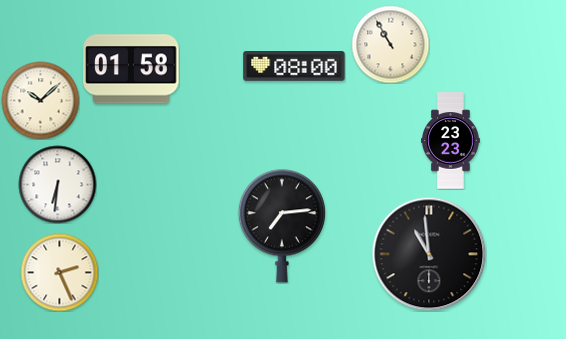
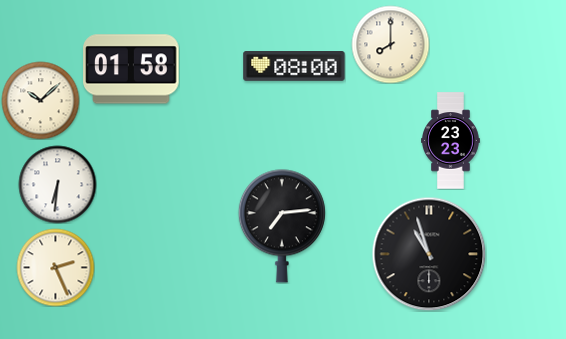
clock at (390, 44): 10:55 -> 8:00
clock at (429, 254): 10:59 -> 10:57
clock at (59, 272) position: (59, 272) -> (55, 267)
